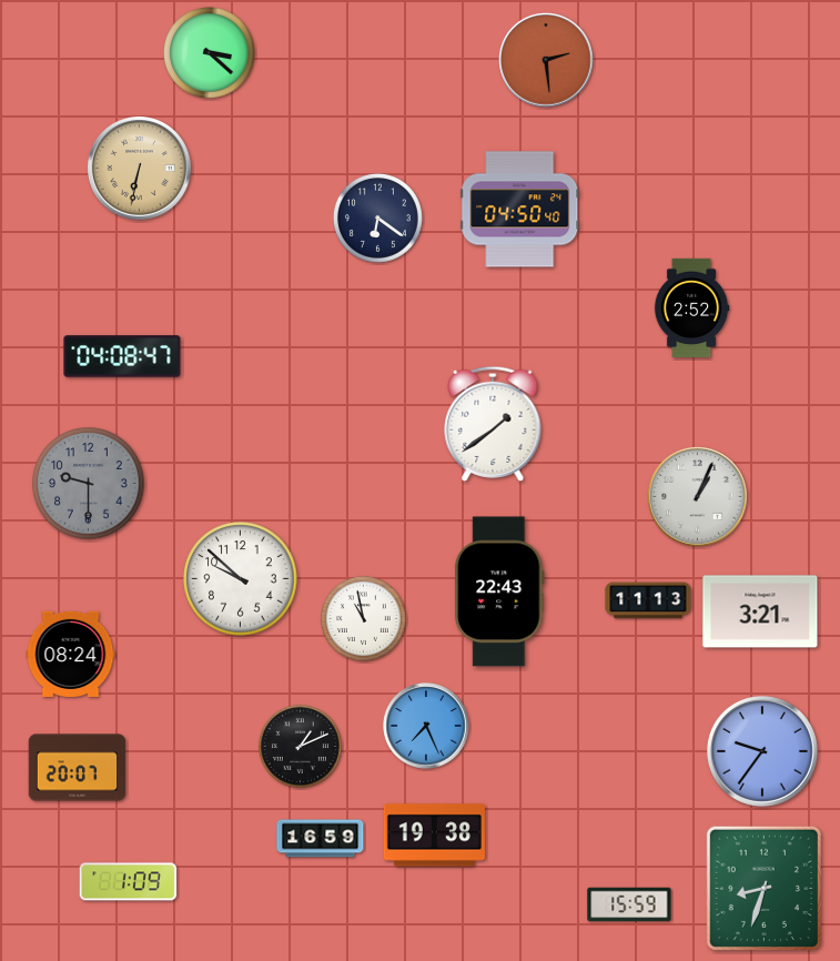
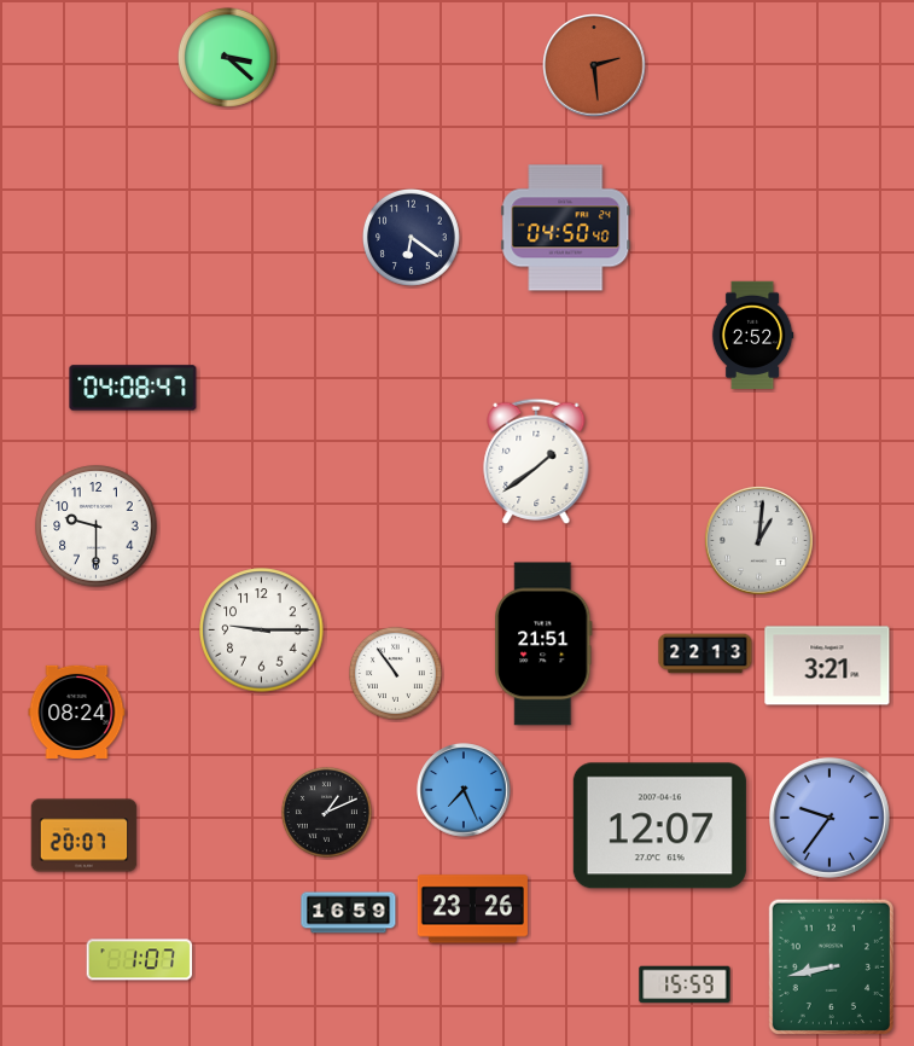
clock at (140, 169): 6:32 -> none
clock at (89, 484) dial: grey -> white
clock at (698, 497): 1:04 -> 1:01
clock at (241, 579): 9:52 -> 9:15
clock at (499, 591): 22:43 -> 21:51
clock at (648, 600): 11:13 -> 22:13
clock at (363, 618): 10:58 -> 10:54
clock at (659, 826): none -> 12:07
clock at (434, 836): 19:38 -> 23:26
clock at (129, 882): 1:09 -> 1:07
clock at (763, 888): 8:33 -> 8:43
